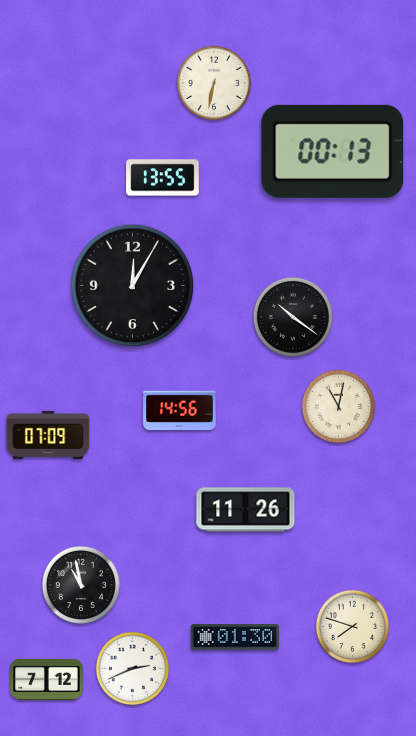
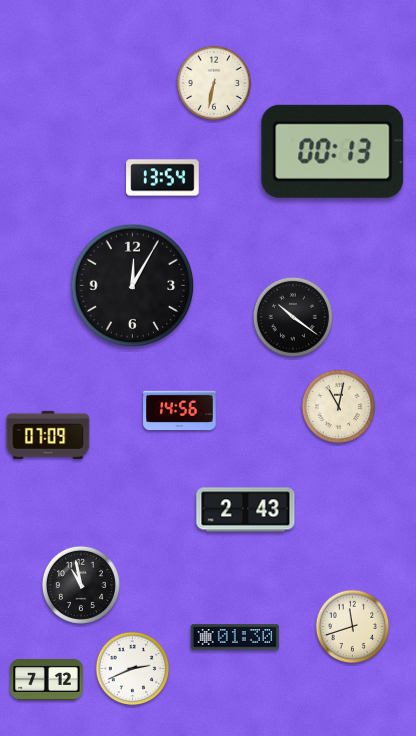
clock at (163, 178): 13:55 -> 13:54
clock at (246, 510): 11:26 -> 2:43
clock at (353, 627): 7:48 -> 11:42
